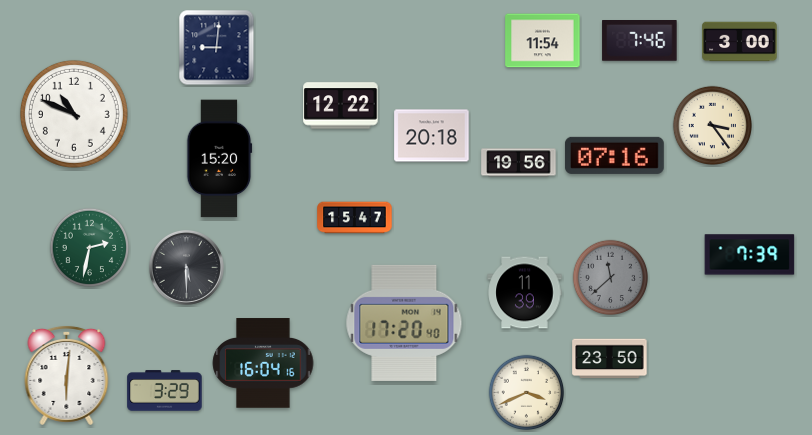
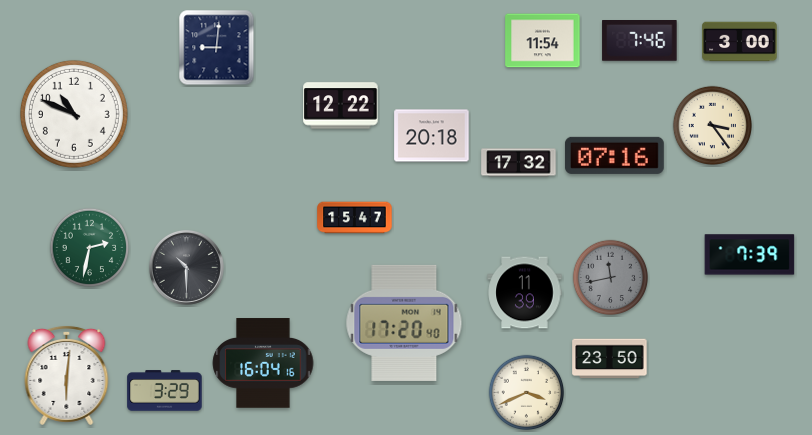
clock at (219, 159): 15:20 -> none
clock at (519, 163): 19:56 -> 17:32
clock at (186, 267): 5:30 -> 10:30
clock at (611, 278): 11:38 -> 11:43
